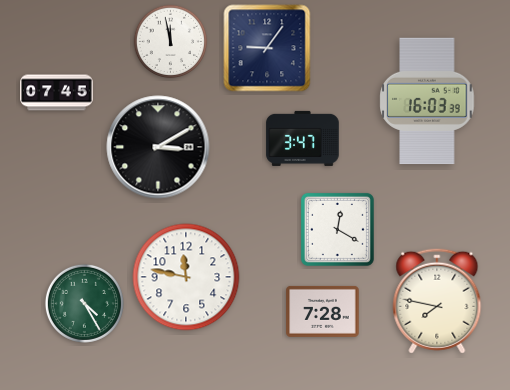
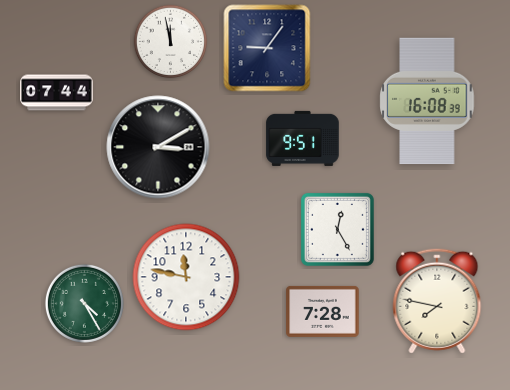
clock at (57, 93): 07:45 -> 07:44
clock at (427, 101): 16:03 -> 16:08
clock at (303, 138): 3:47 -> 9:51
clock at (337, 229): 12:20 -> 12:25
